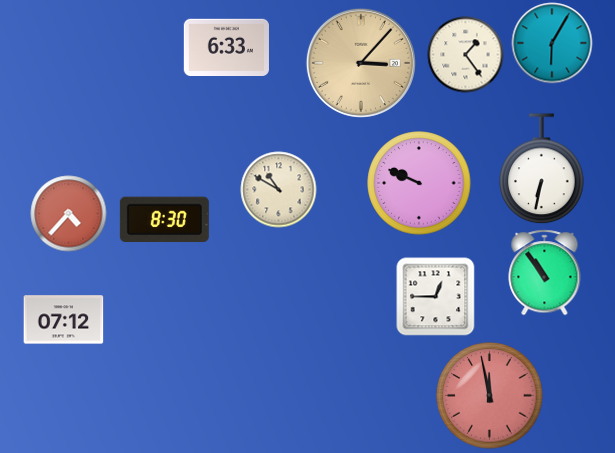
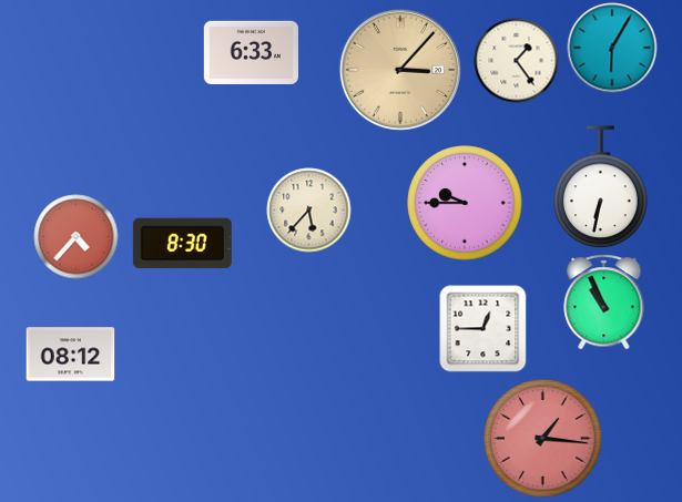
clock at (419, 183): 9:49 -> 9:45
clock at (279, 190): 10:50 -> 5:37
clock at (545, 273): 10:54 -> 10:56
clock at (64, 320): 07:12 -> 08:12
clock at (490, 396): 11:58 -> 1:16
